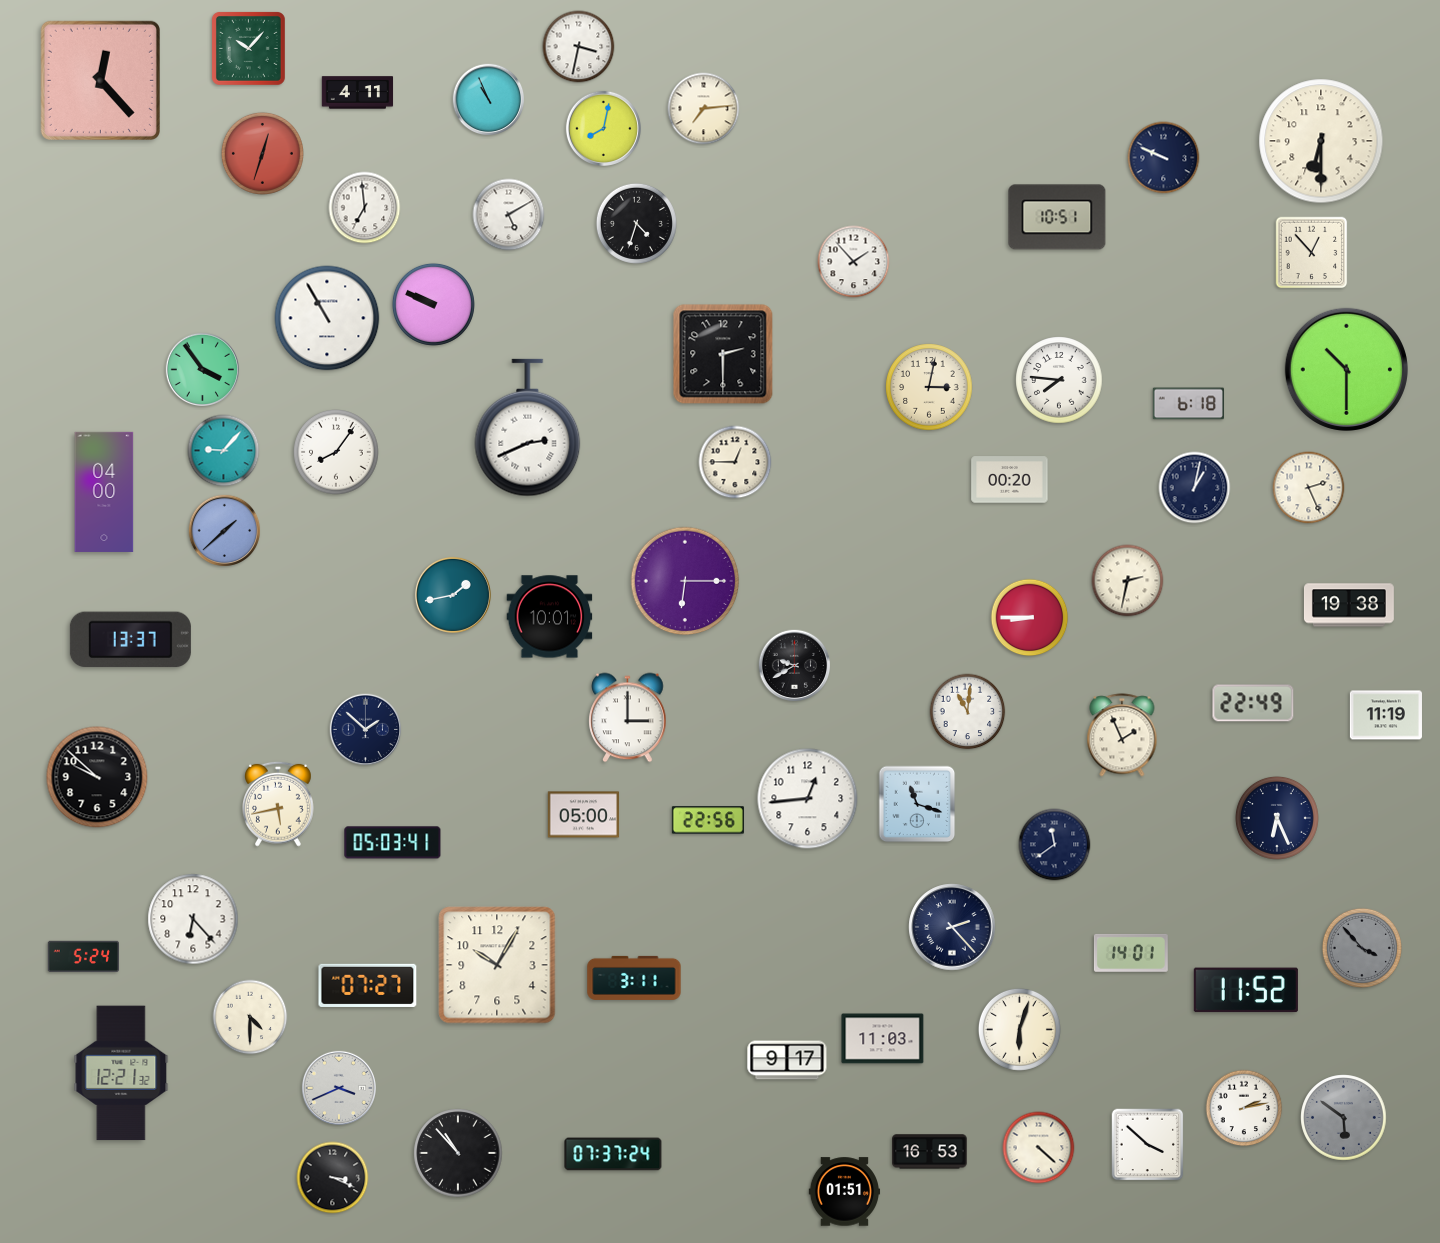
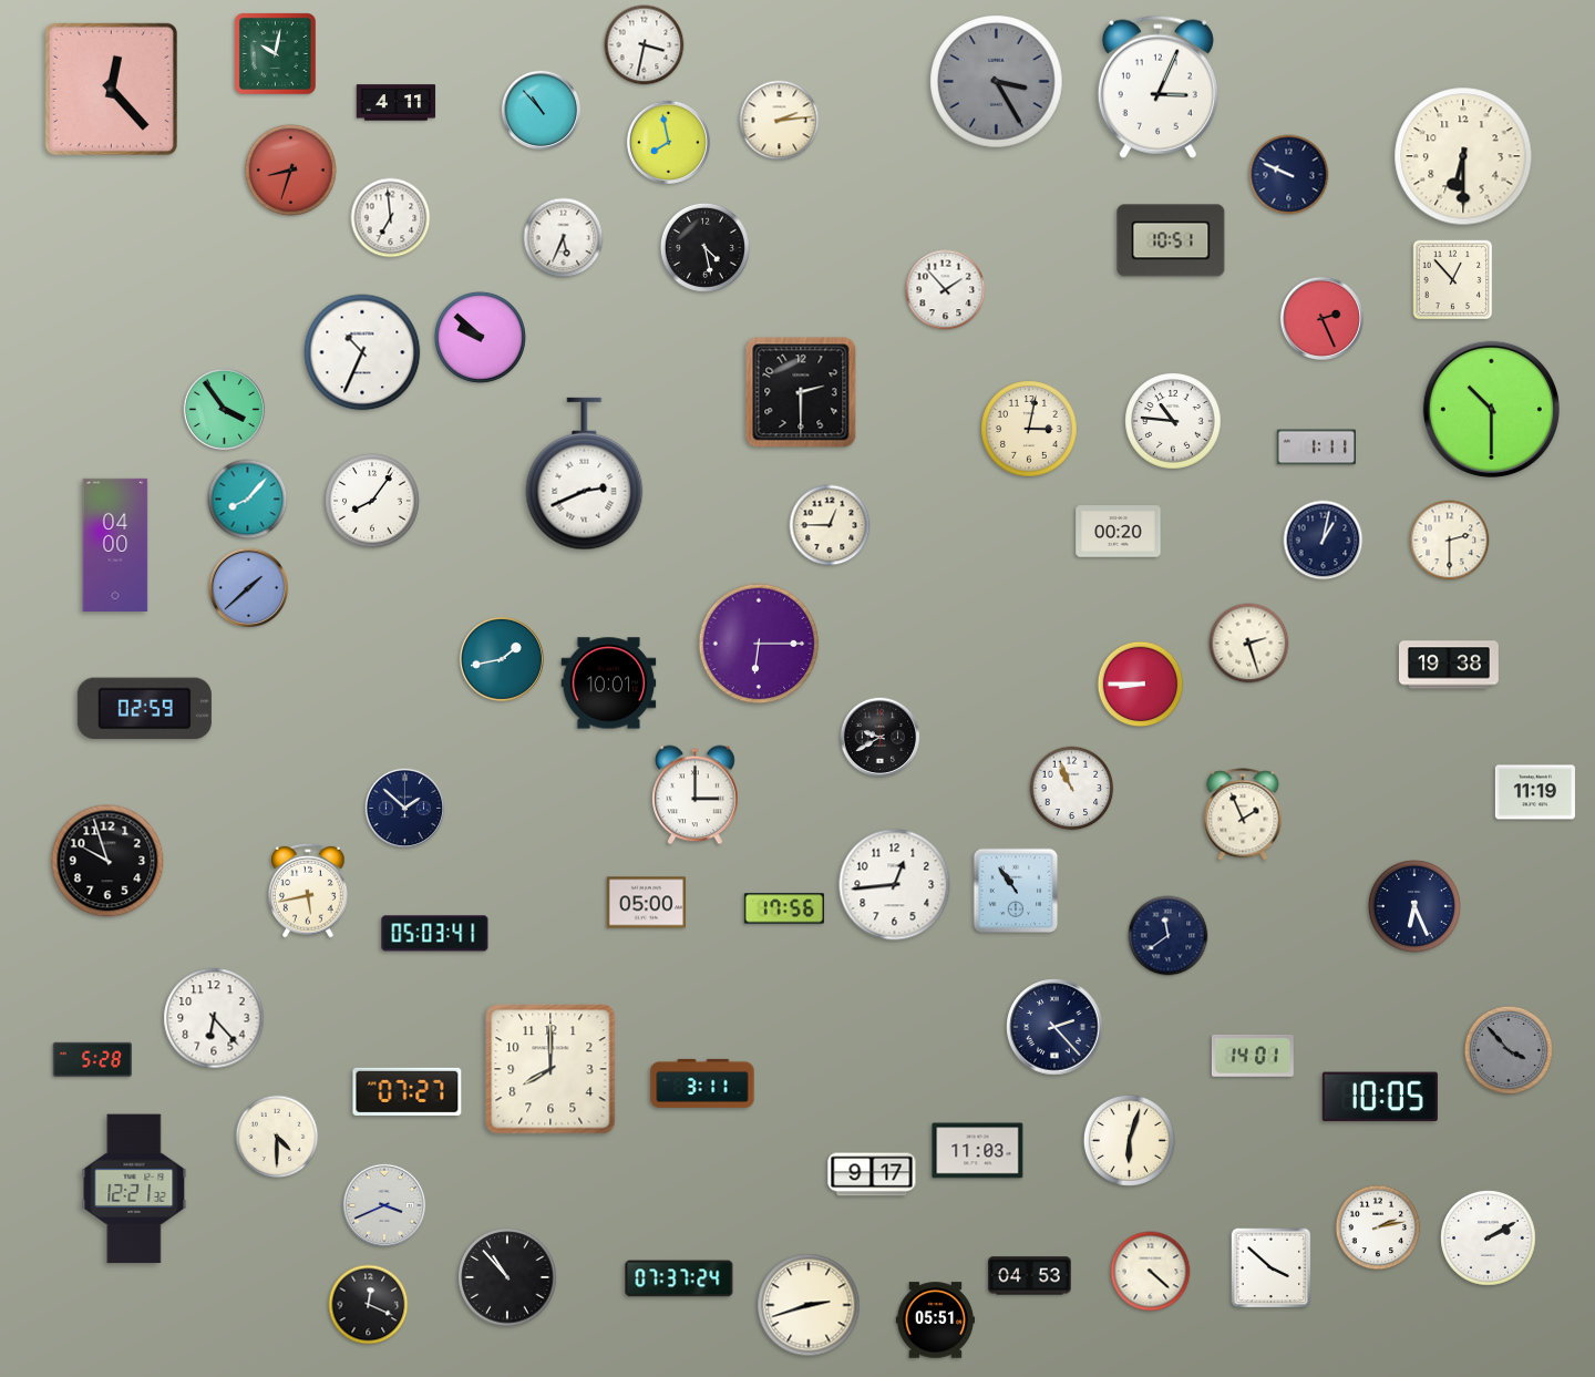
clock at (579, 47) position: (579, 47) -> (645, 45)
clock at (249, 49): 10:07 -> 10:02
clock at (997, 82): none -> 3:25
clock at (1157, 86): none -> 3:04
clock at (489, 100): 10:56 -> 10:53
clock at (704, 109): 7:14 -> 2:14
clock at (603, 128): 8:02 -> 7:58
clock at (262, 153): 12:33 -> 8:33
clock at (365, 208) position: (365, 208) -> (391, 218)
clock at (509, 215): 5:10 -> 5:34
clock at (636, 223): 4:33 -> 4:28
clock at (1321, 318): none -> 2:26
clock at (433, 304): 9:49 -> 9:52
clock at (327, 318): 10:55 -> 10:34
clock at (1059, 380): 7:46 -> 10:46
clock at (1189, 404): 6:18 -> 1:11
clock at (224, 451): 9:07 -> 8:07
clock at (735, 462) position: (735, 462) -> (830, 525)
clock at (1309, 488): 2:26 -> 2:30
clock at (1128, 581): 2:32 -> 2:27
clock at (1349, 605) position: (1349, 605) -> (1449, 665)
clock at (130, 640): 13:37 -> 02:59
clock at (1253, 703): 22:49 -> none
clock at (968, 712): 11:01 -> 10:56
clock at (97, 777): 9:52 -> 9:57
clock at (917, 804): 11:18 -> 10:54
clock at (708, 820): 22:56 -> 17:56
clock at (83, 956): 5:24 -> 5:28
clock at (497, 965): 10:05 -> 8:00
clock at (1246, 990): 11:52 -> 10:05
clock at (250, 1017) position: (250, 1017) -> (277, 1137)
clock at (339, 1088) position: (339, 1088) -> (384, 1205)
clock at (1344, 1118): 5:51 -> 2:10
clock at (1344, 1118) dial: grey -> white
clock at (930, 1152): 16:53 -> 04:53
clock at (333, 1178): 3:19 -> 12:19
clock at (809, 1305): none -> 2:42
clock at (845, 1192): 01:51 -> 05:51
